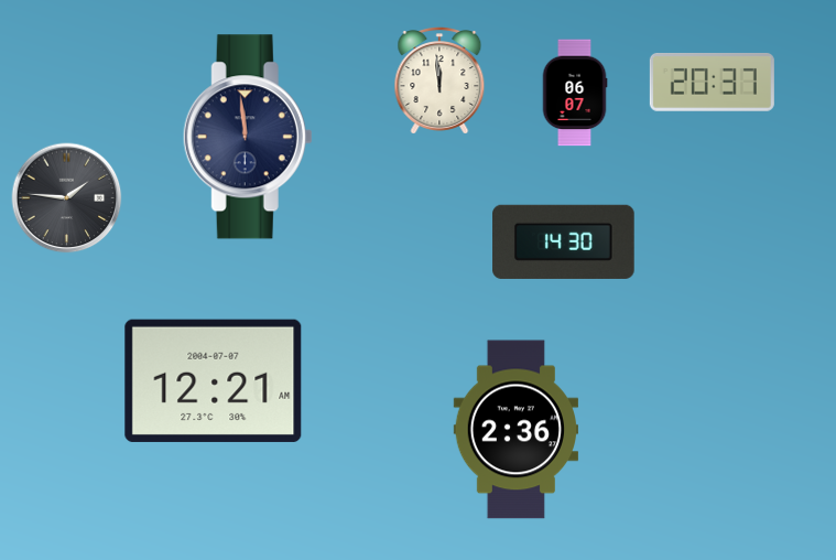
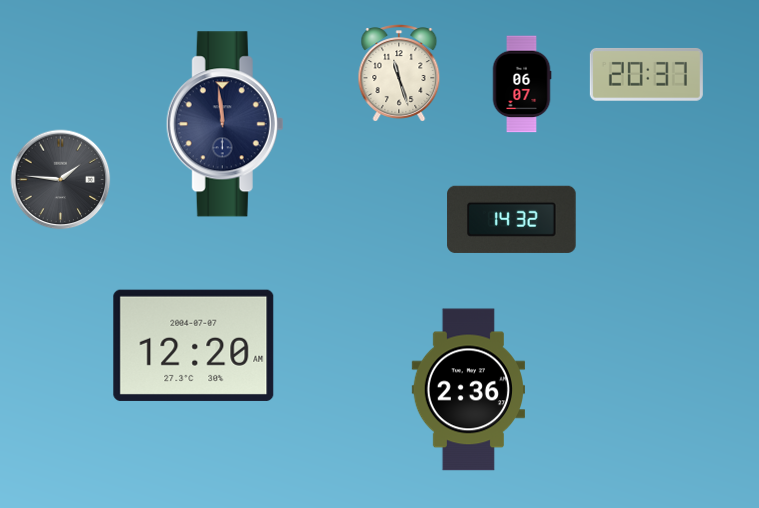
clock at (439, 80): 11:59 -> 11:27
clock at (564, 241): 14:30 -> 14:32
clock at (214, 380): 12:21 -> 12:20
